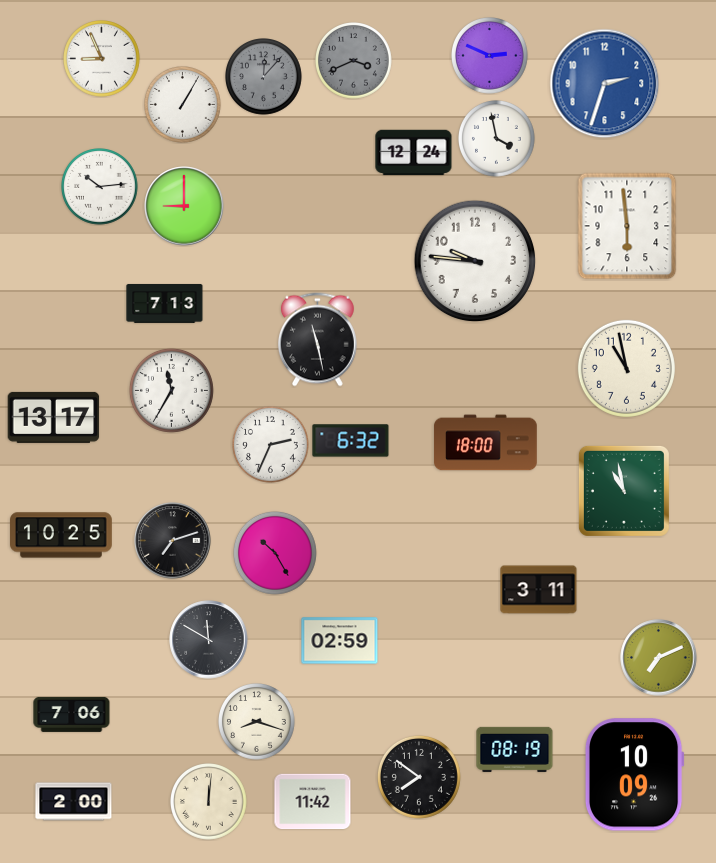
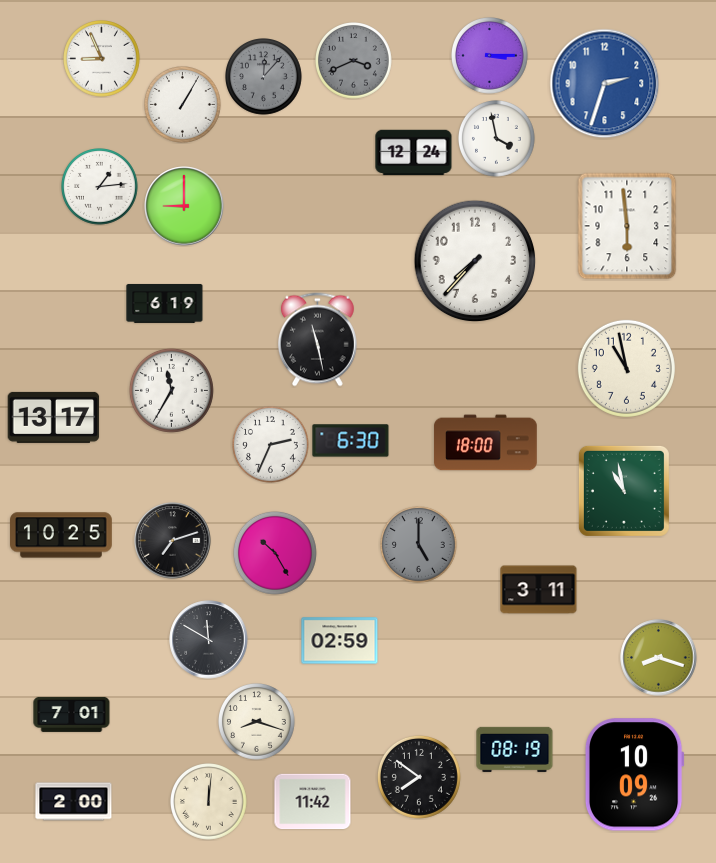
clock at (490, 56): 2:49 -> 3:15
clock at (100, 187): 10:14 -> 1:14
clock at (475, 261): 9:46 -> 7:37
clock at (165, 303): 7:13 -> 6:19
clock at (351, 441): 6:32 -> 6:30
clock at (419, 545): none -> 5:00
clock at (659, 658): 7:11 -> 8:18
clock at (72, 714): 7:06 -> 7:01
